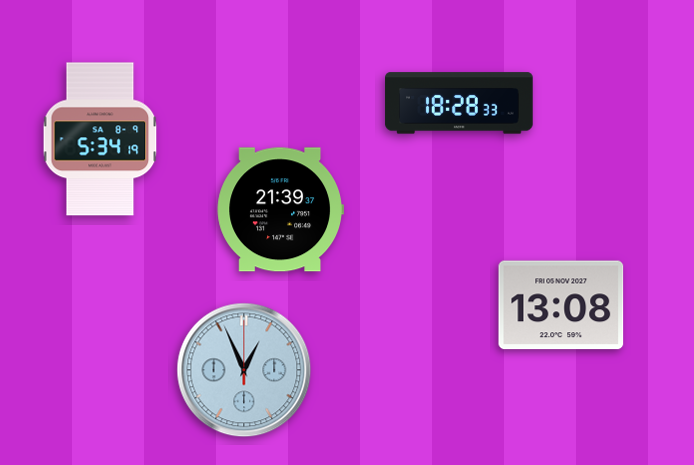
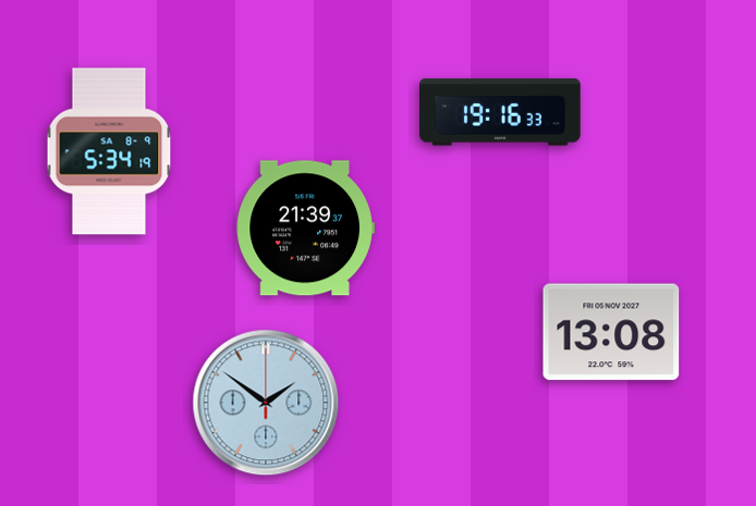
clock at (459, 103): 18:28 -> 19:16
clock at (244, 370): 12:56 -> 1:51
